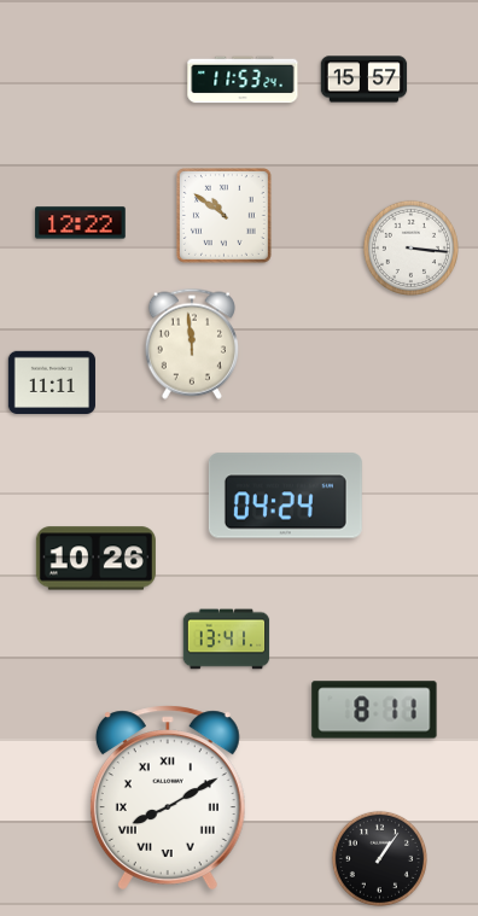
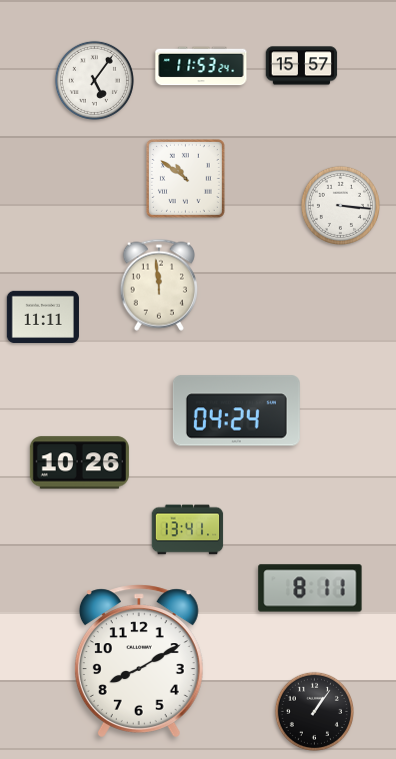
clock at (94, 80): none -> 5:06
clock at (81, 223): 12:22 -> none
clock at (168, 798) numerals: Roman -> Arabic
